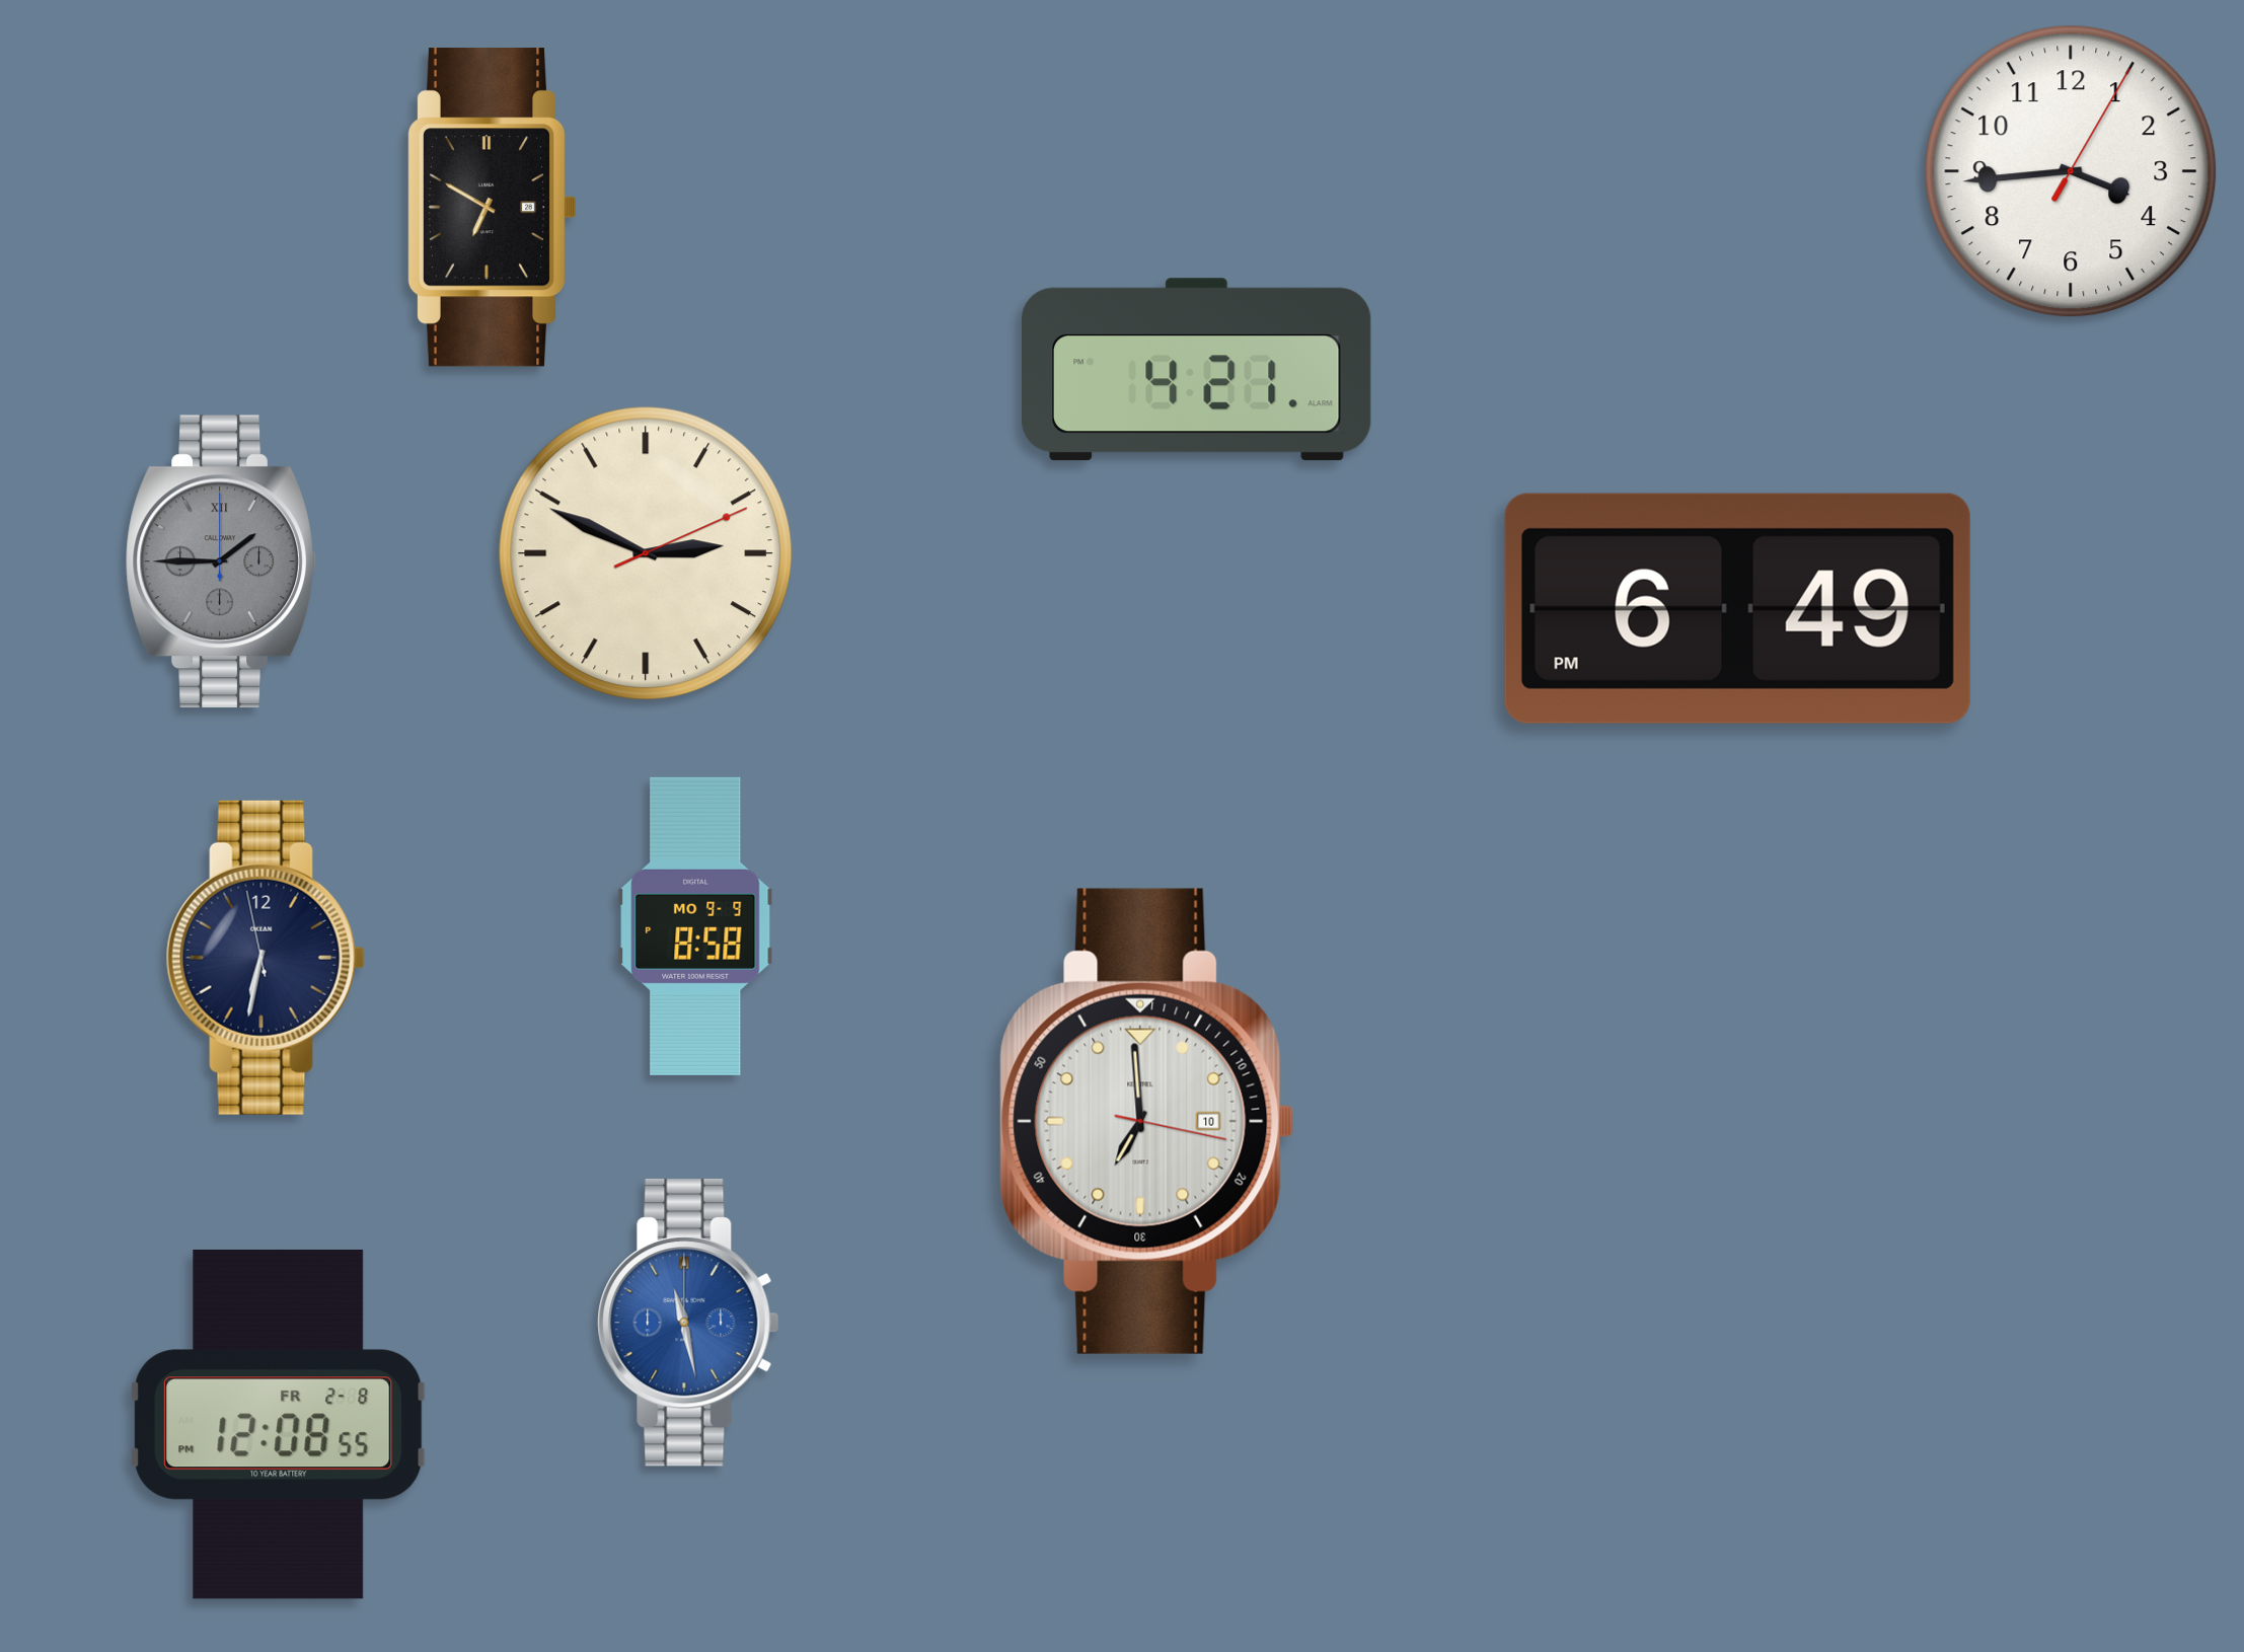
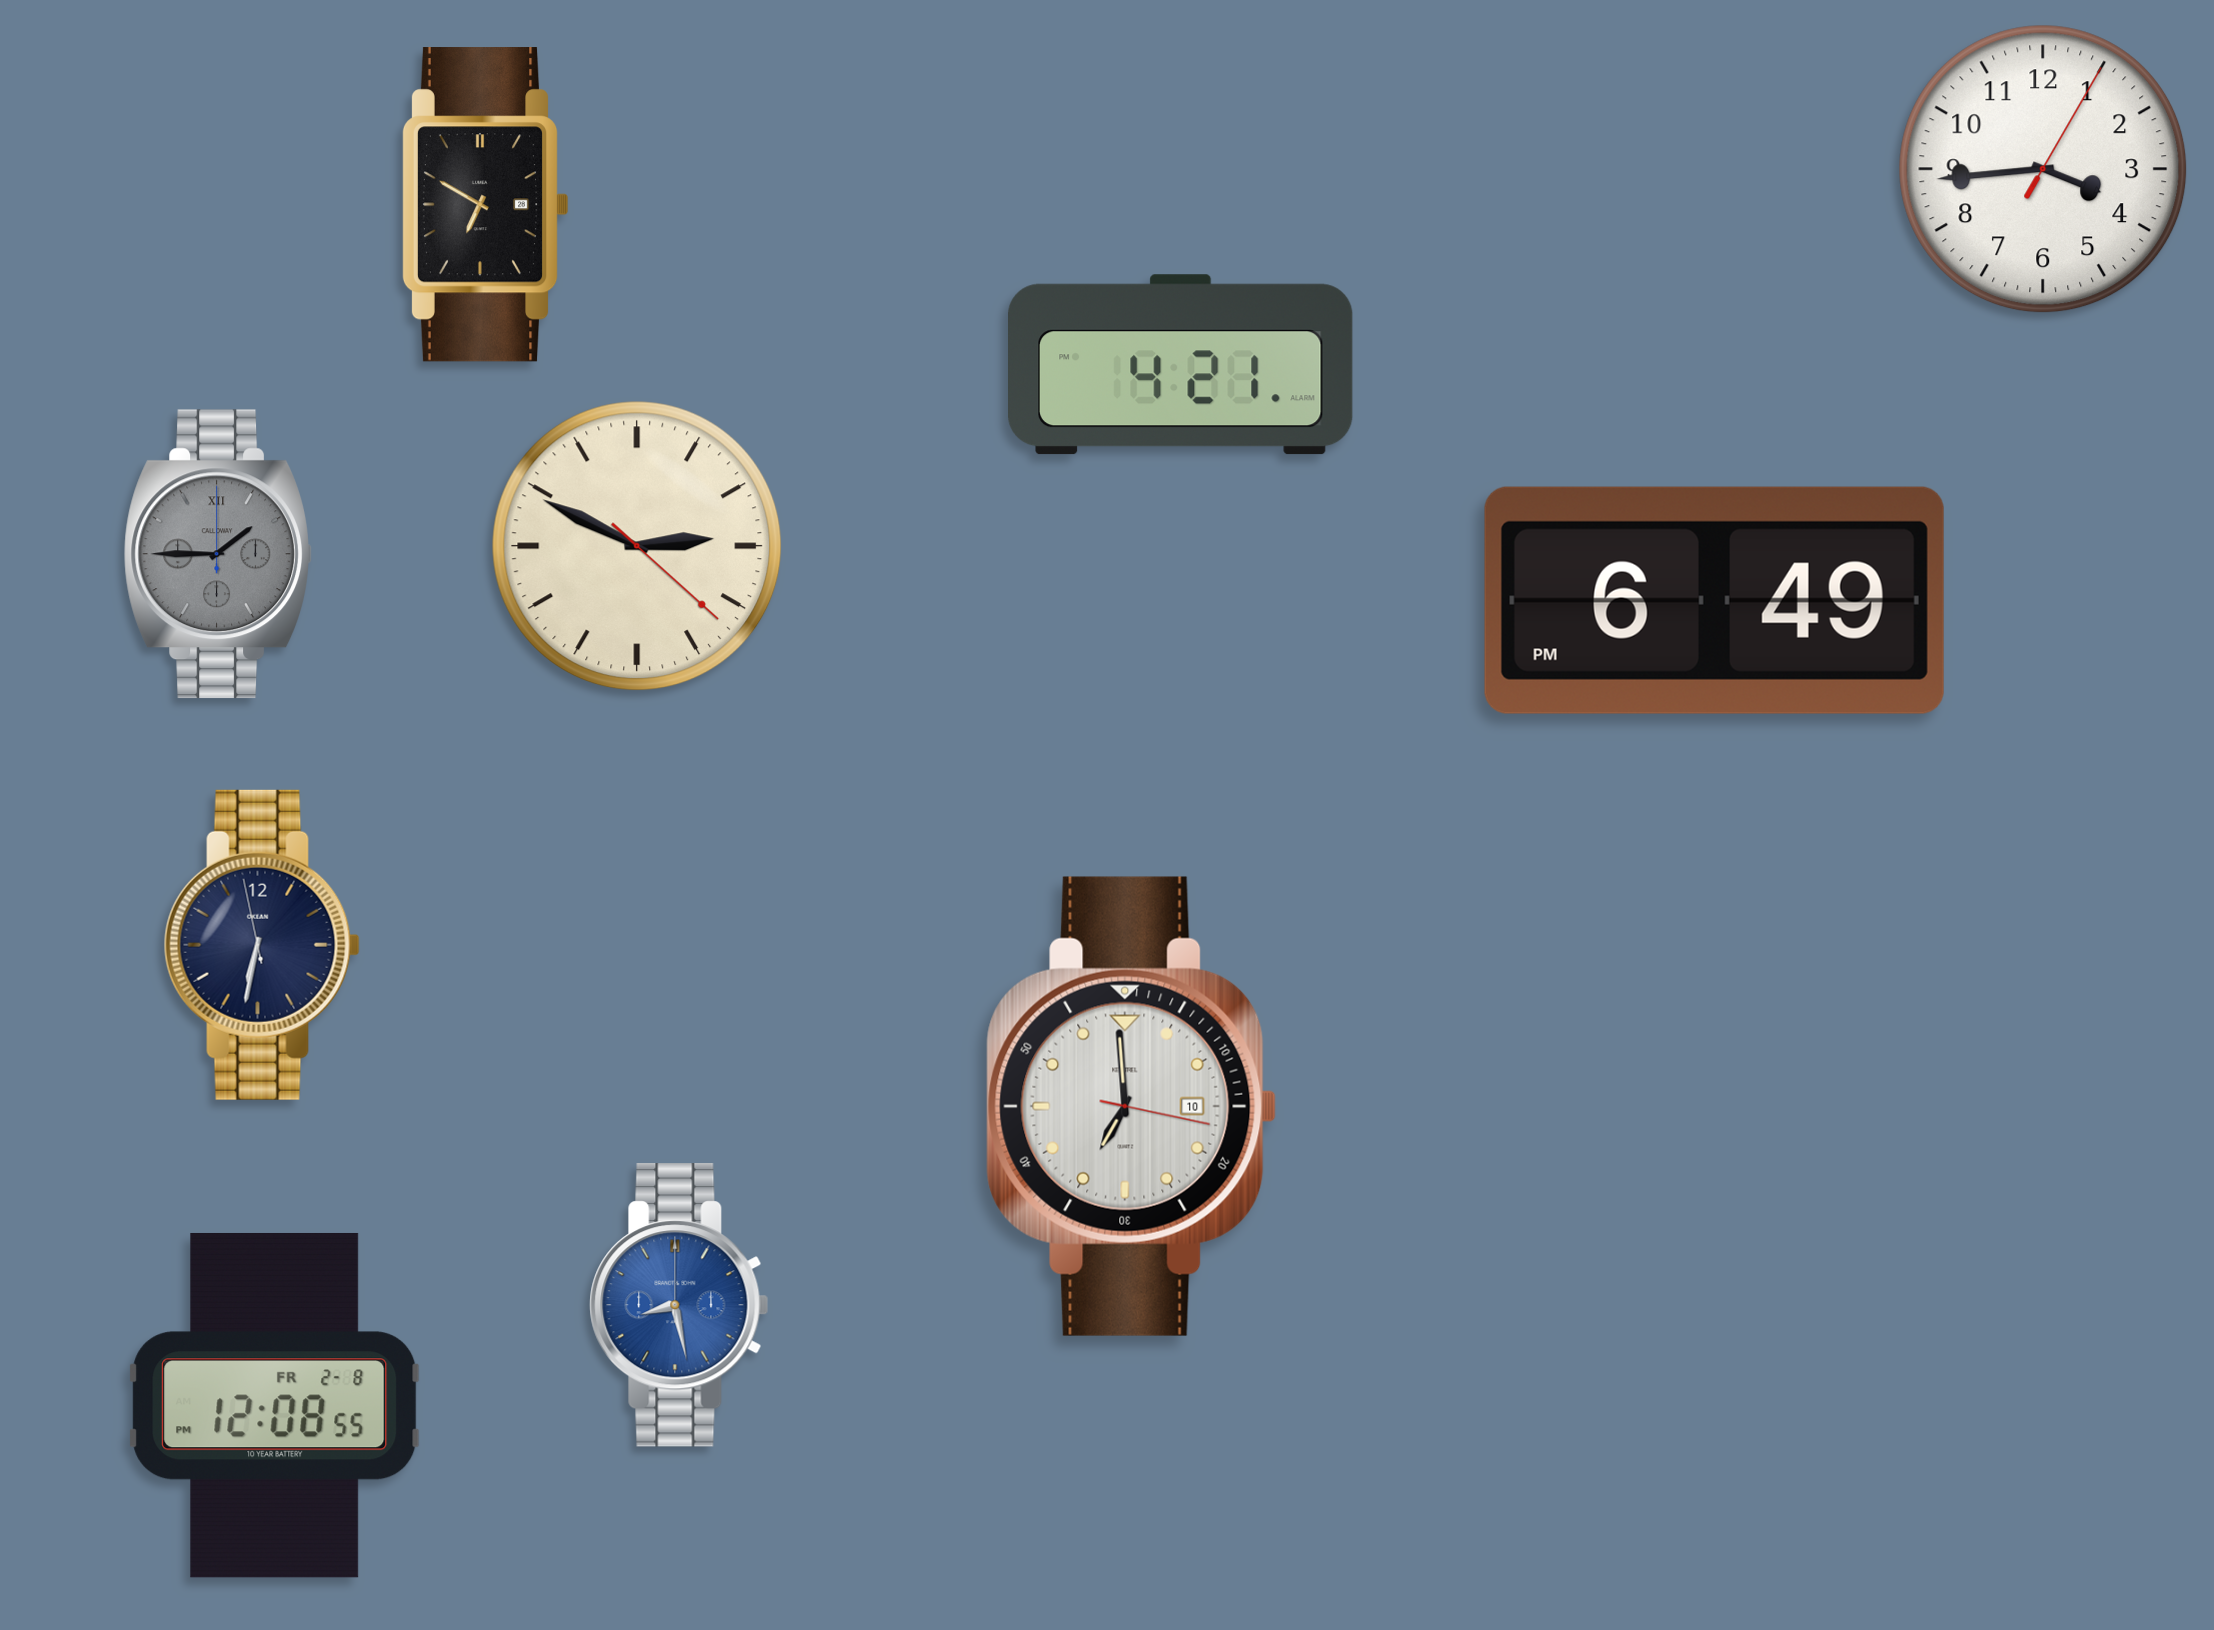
clock at (646, 553): 2:49:11 -> 2:49:22
clock at (695, 926): 8:58 -> none
clock at (688, 1324): 11:28 -> 8:28
